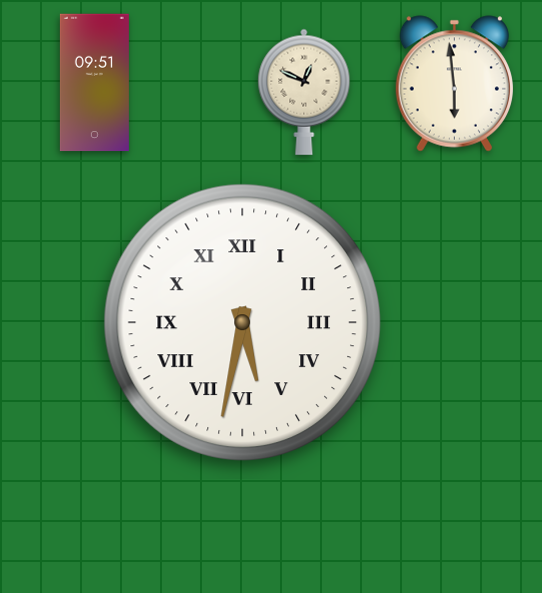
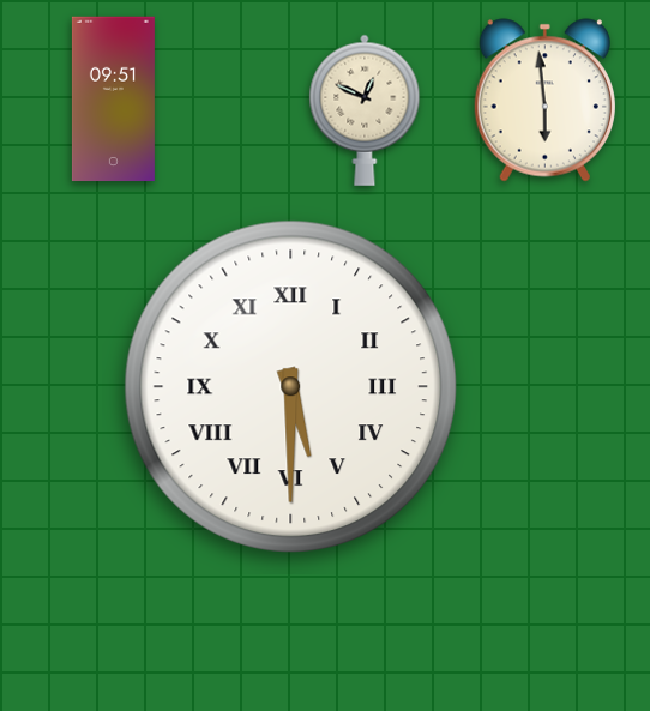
clock at (242, 322): 5:32 -> 5:30
